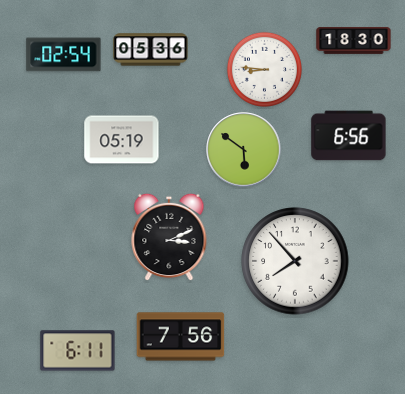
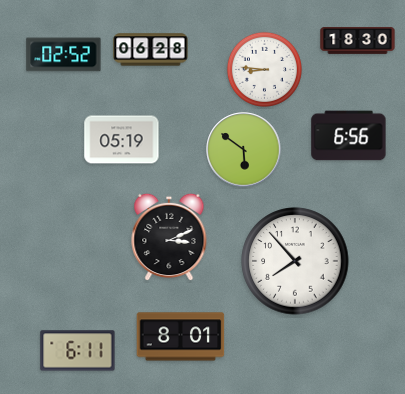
clock at (354, 41) position: (354, 41) -> (358, 41)
clock at (151, 50): 05:36 -> 06:28
clock at (64, 55): 02:54 -> 02:52
clock at (181, 337): 7:56 -> 8:01
